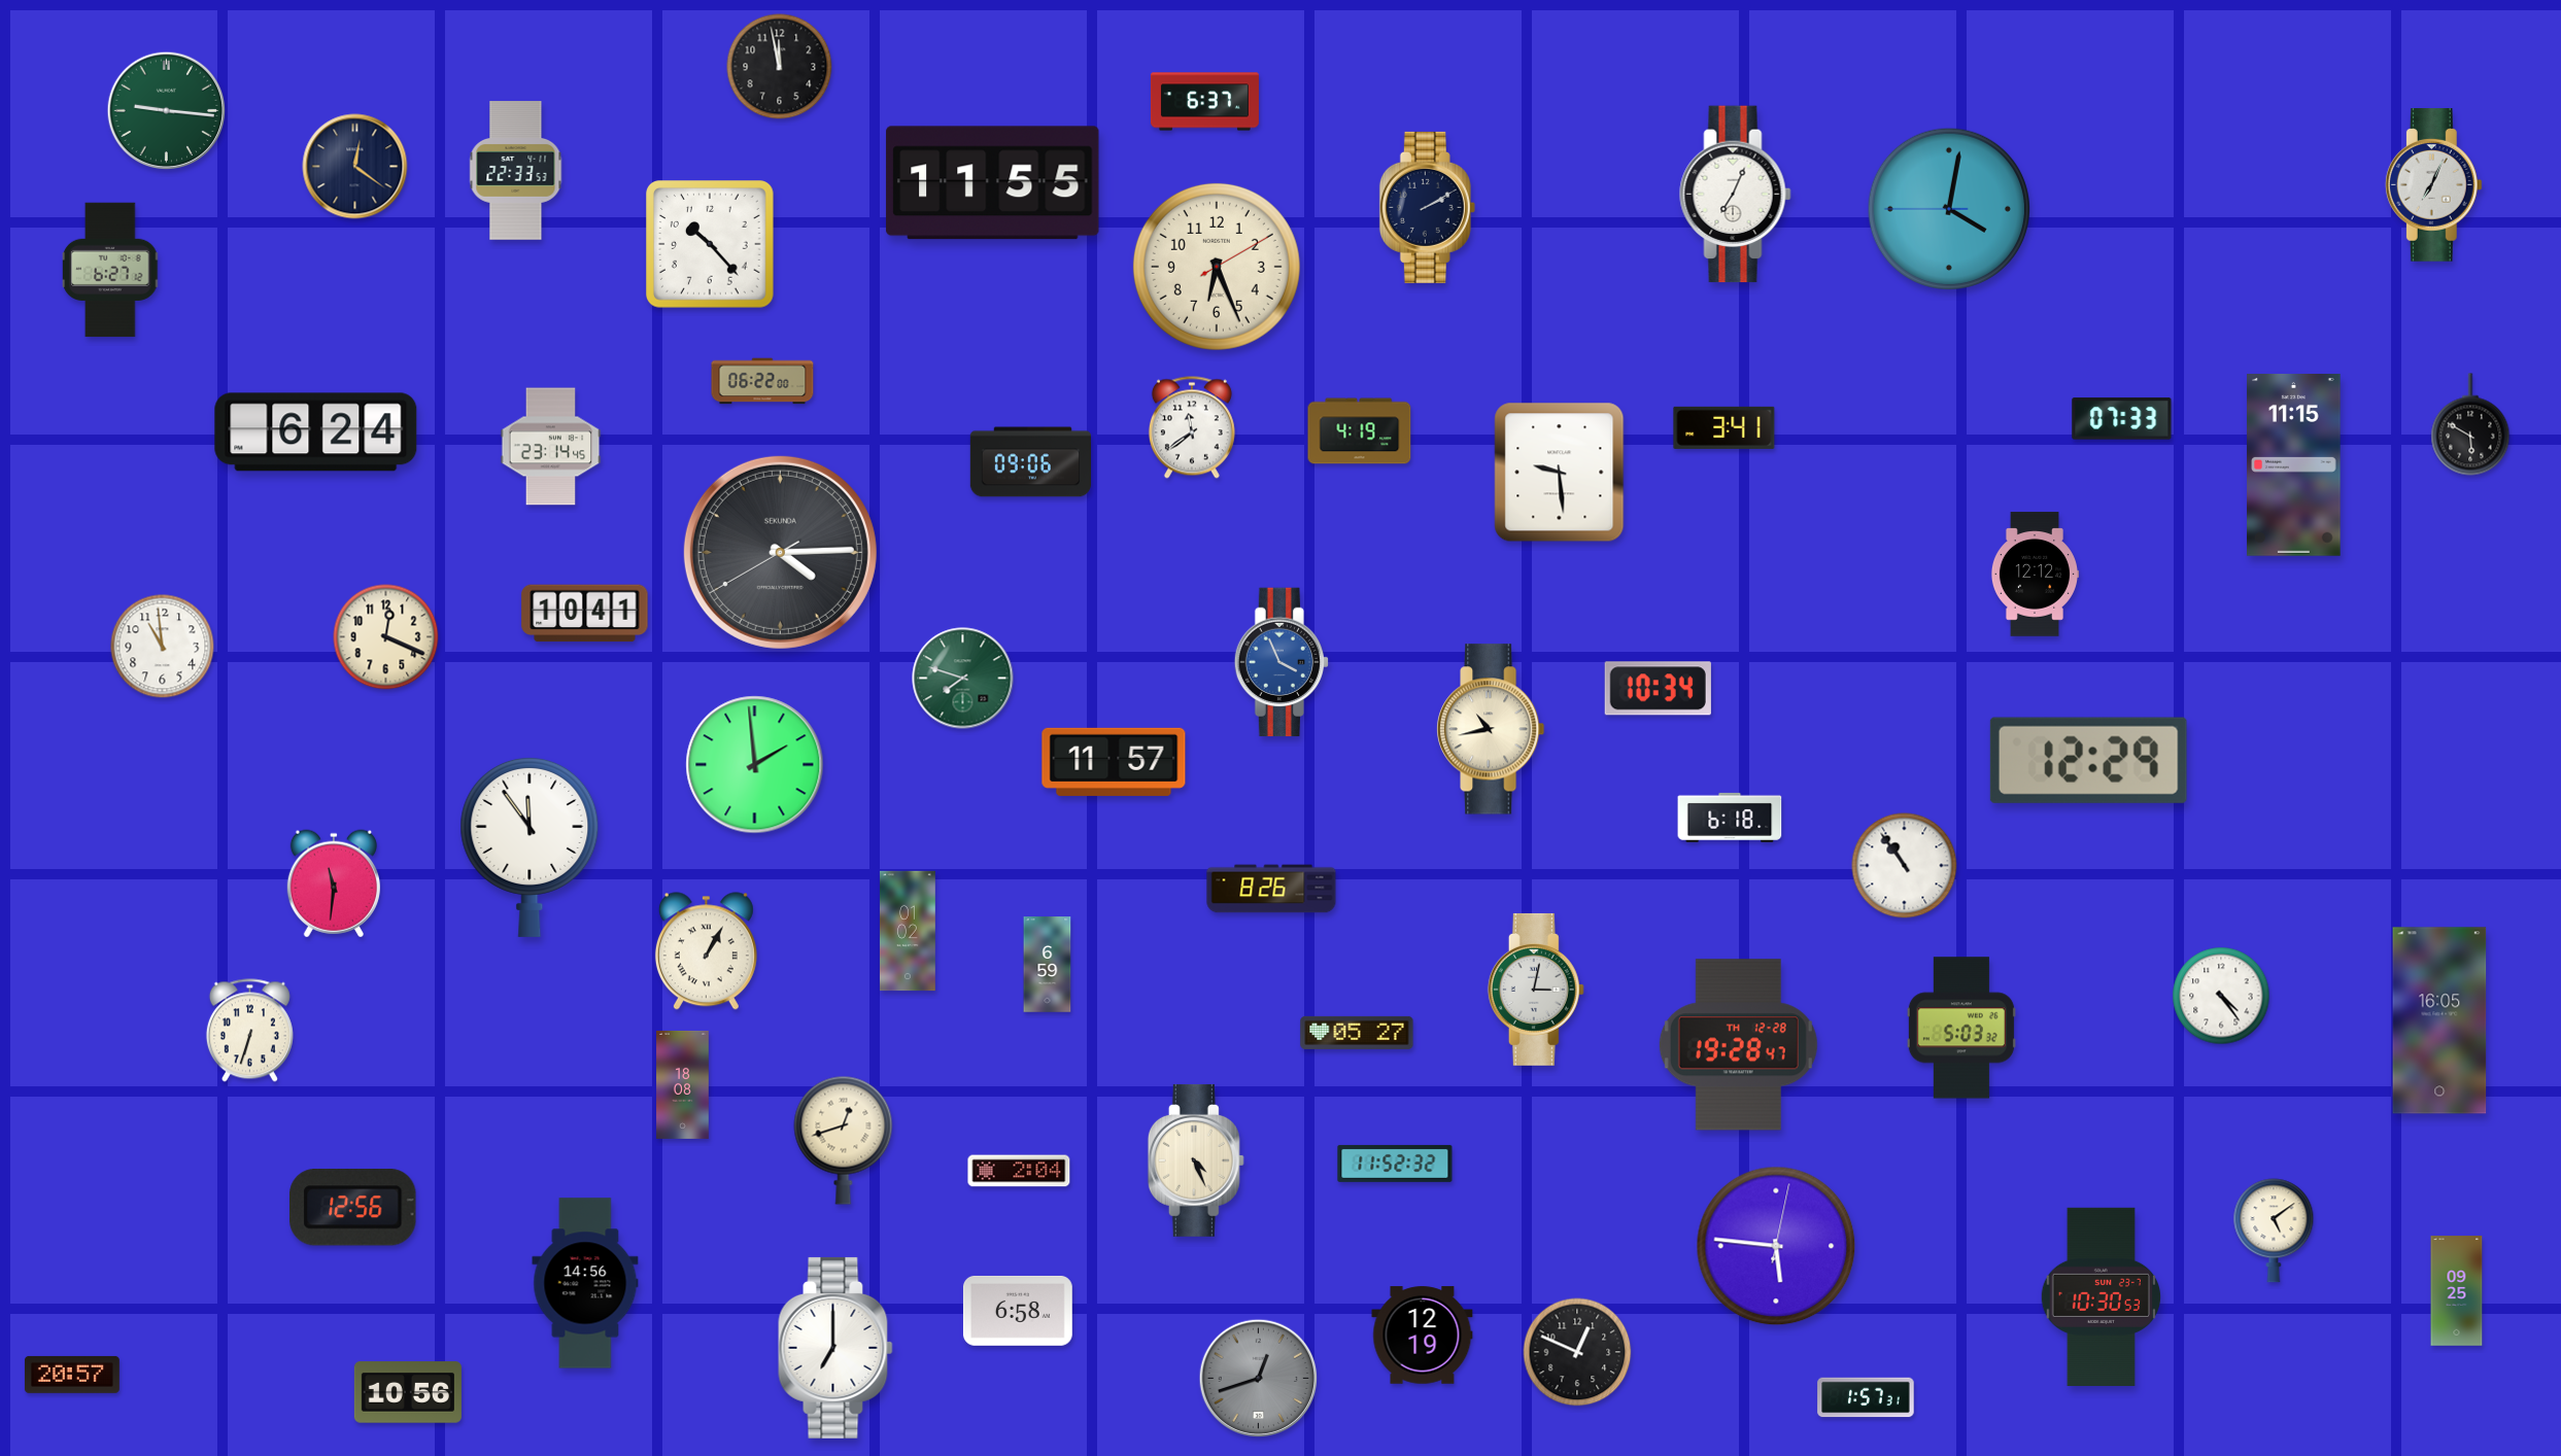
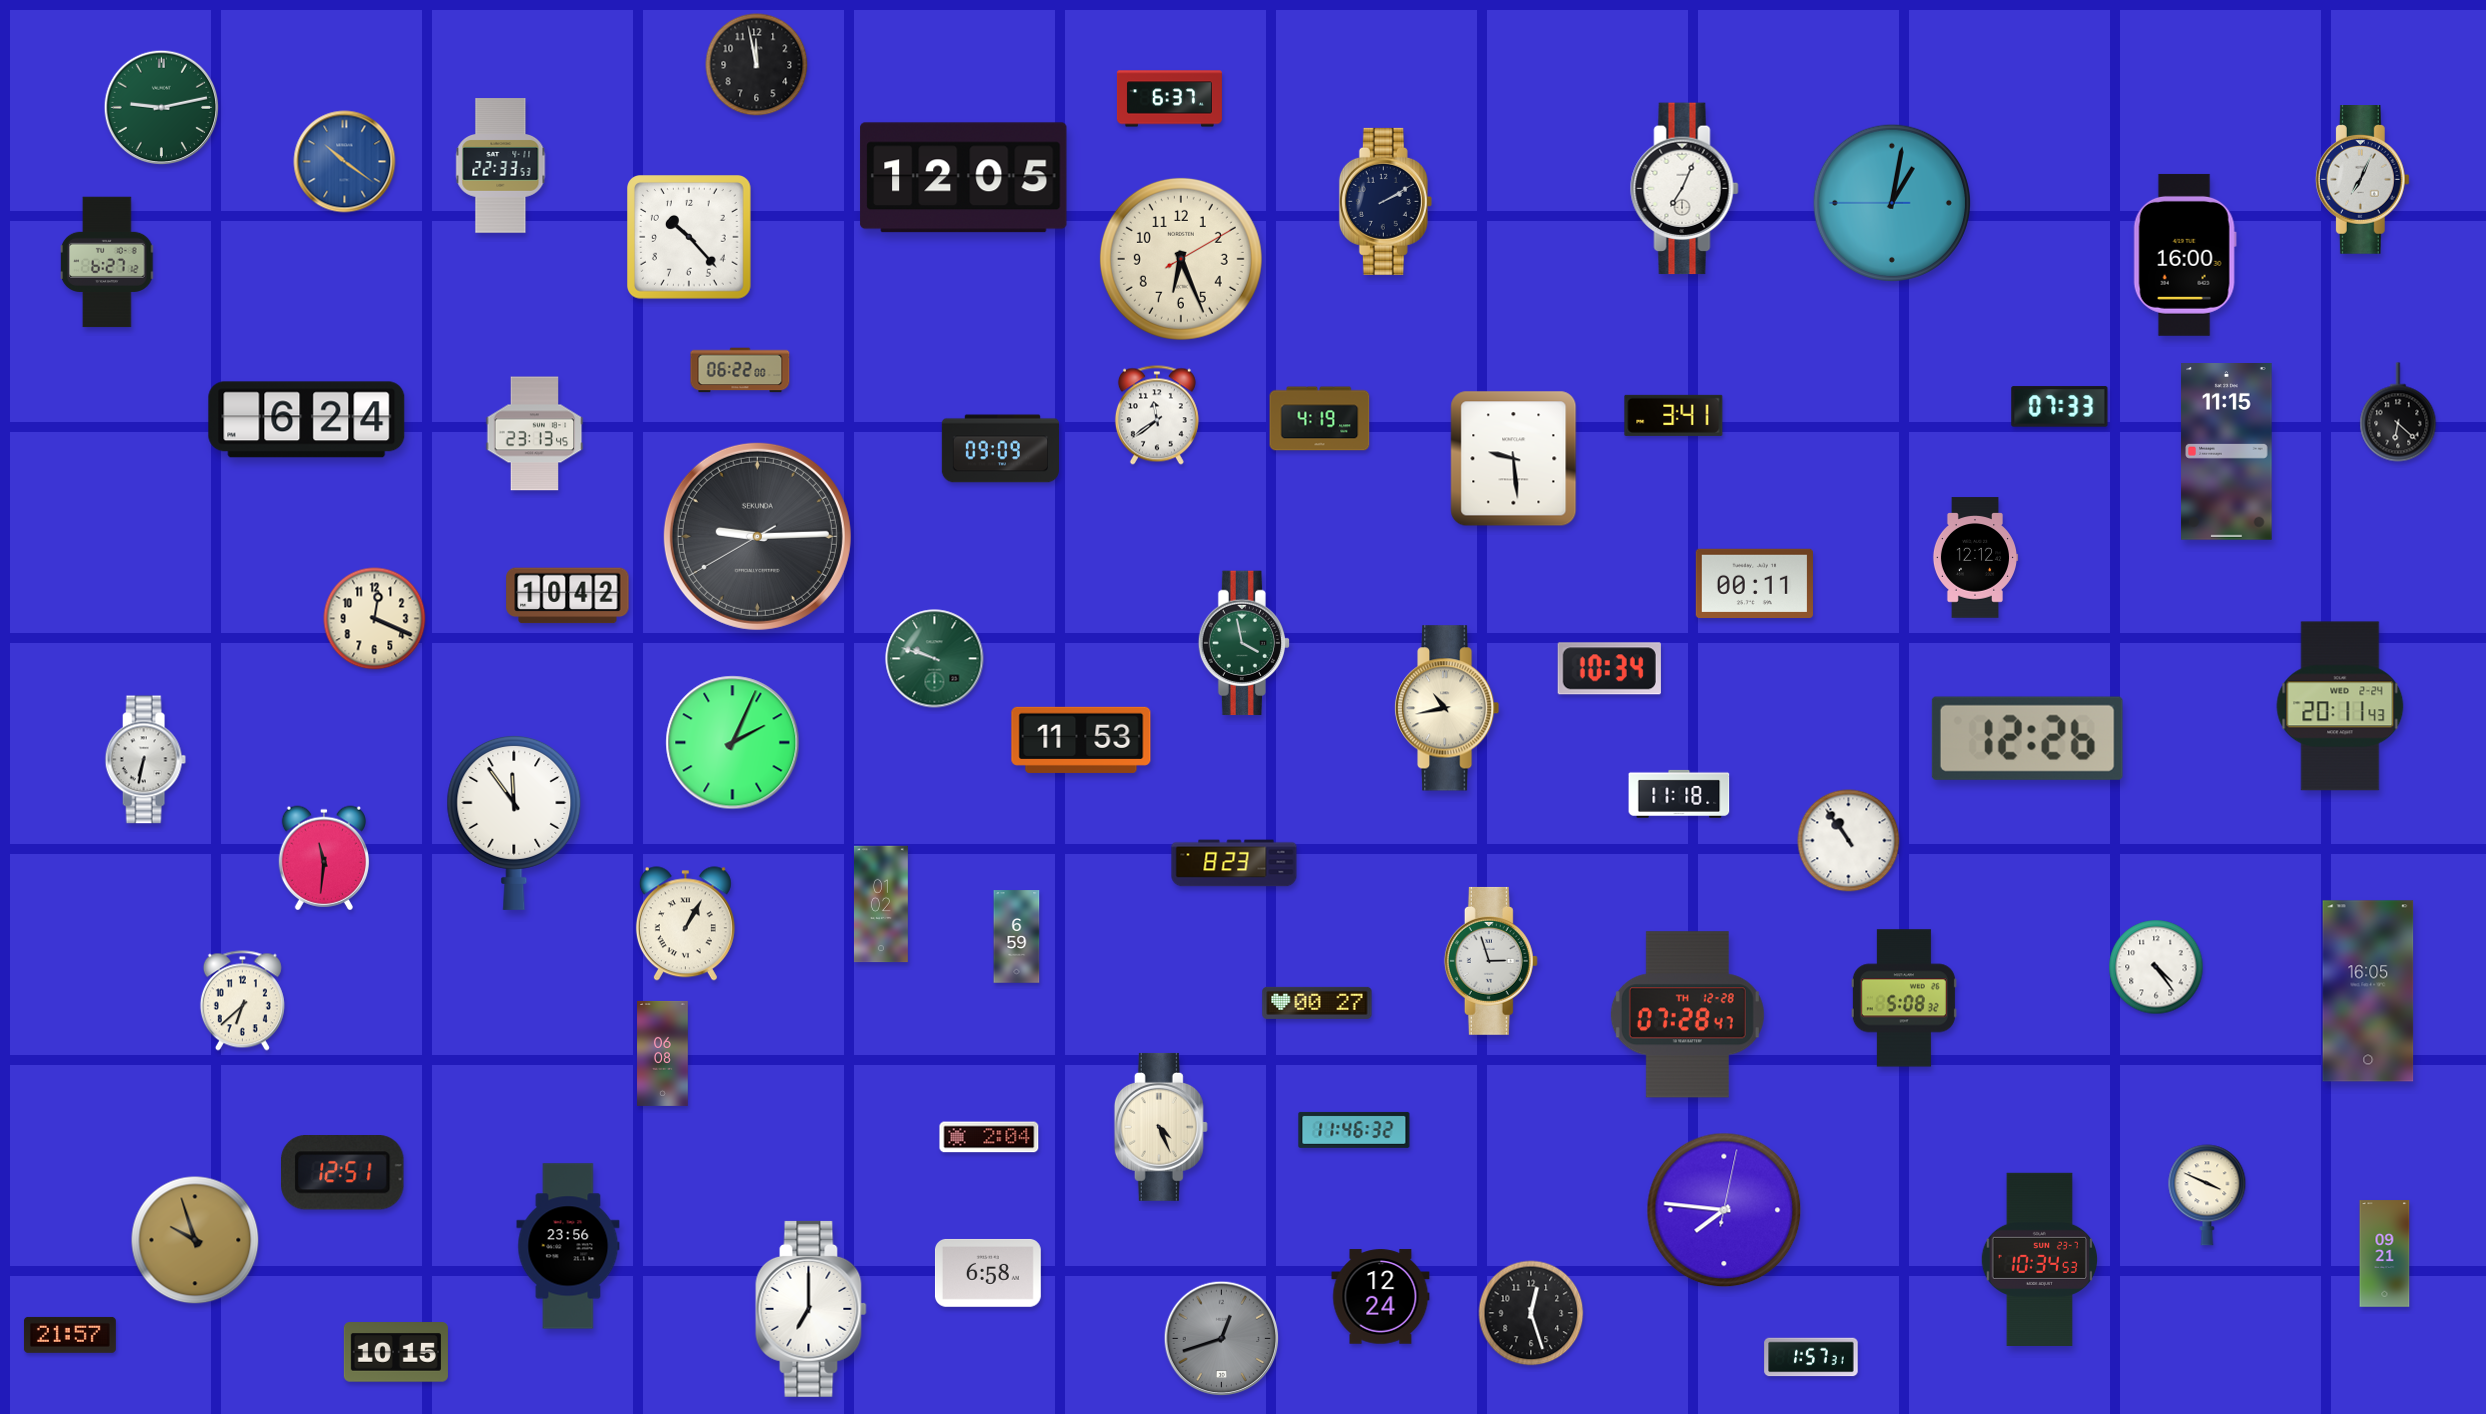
clock at (167, 111): 9:16 -> 9:13
clock at (355, 167): 12:21 -> 10:21
clock at (355, 167) dial: navy -> blue
clock at (993, 183): 11:55 -> 12:05
clock at (1948, 208): 4:01 -> 1:01
clock at (2185, 255): none -> 16:00
clock at (2470, 424): 5:50 -> 6:22
clock at (551, 447): 23:14 -> 23:13
clock at (1030, 462): 09:06 -> 09:09
clock at (780, 552): 4:14 -> 9:14
clock at (1754, 583): none -> 00:11
clock at (585, 614): 10:41 -> 10:42
clock at (163, 647): 10:59 -> none
clock at (1280, 662): 3:56 -> 3:58
clock at (1280, 662) dial: blue -> green
clock at (963, 679): 7:48 -> 9:48
clock at (2340, 706): none -> 20:11
clock at (2088, 760): 12:29 -> 12:26
clock at (1114, 762): 11:57 -> 11:53
clock at (755, 765): 1:59 -> 2:04
clock at (145, 760): none -> 6:32
clock at (1730, 818): 6:18 -> 11:18
clock at (1271, 889): 8:26 -> 8:23
clock at (1536, 990): 3:02 -> 2:57
clock at (1961, 1028): 5:03 -> 5:08
clock at (249, 1031): 6:33 -> 6:38
clock at (1357, 1033): 05:27 -> 00:27
clock at (1738, 1045): 19:28 -> 07:28
clock at (683, 1084): 18:08 -> 06:08
clock at (844, 1140): 12:42 -> none
clock at (1395, 1164): 11:52 -> 11:46
clock at (353, 1208): 12:56 -> 12:51
clock at (2274, 1230): 5:09 -> 3:49
clock at (1776, 1246): 5:46 -> 7:46
clock at (195, 1240): none -> 9:57
clock at (585, 1283): 14:56 -> 23:56
clock at (2457, 1291): 09:25 -> 09:21
clock at (2101, 1296): 10:30 -> 10:34
clock at (1423, 1336): 12:19 -> 12:24
clock at (1577, 1352): 12:49 -> 12:27
clock at (72, 1375): 20:57 -> 21:57
clock at (408, 1392): 10:56 -> 10:15
